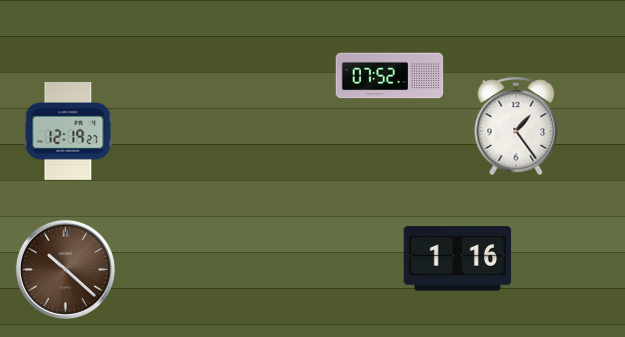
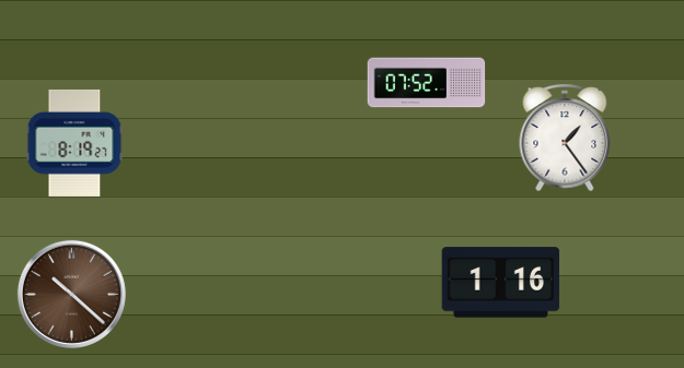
clock at (68, 131): 12:19 -> 8:19
